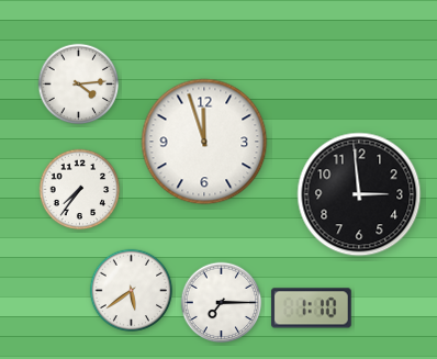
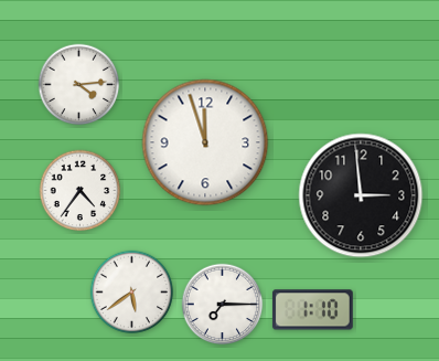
clock at (80, 190): 7:36 -> 4:36
